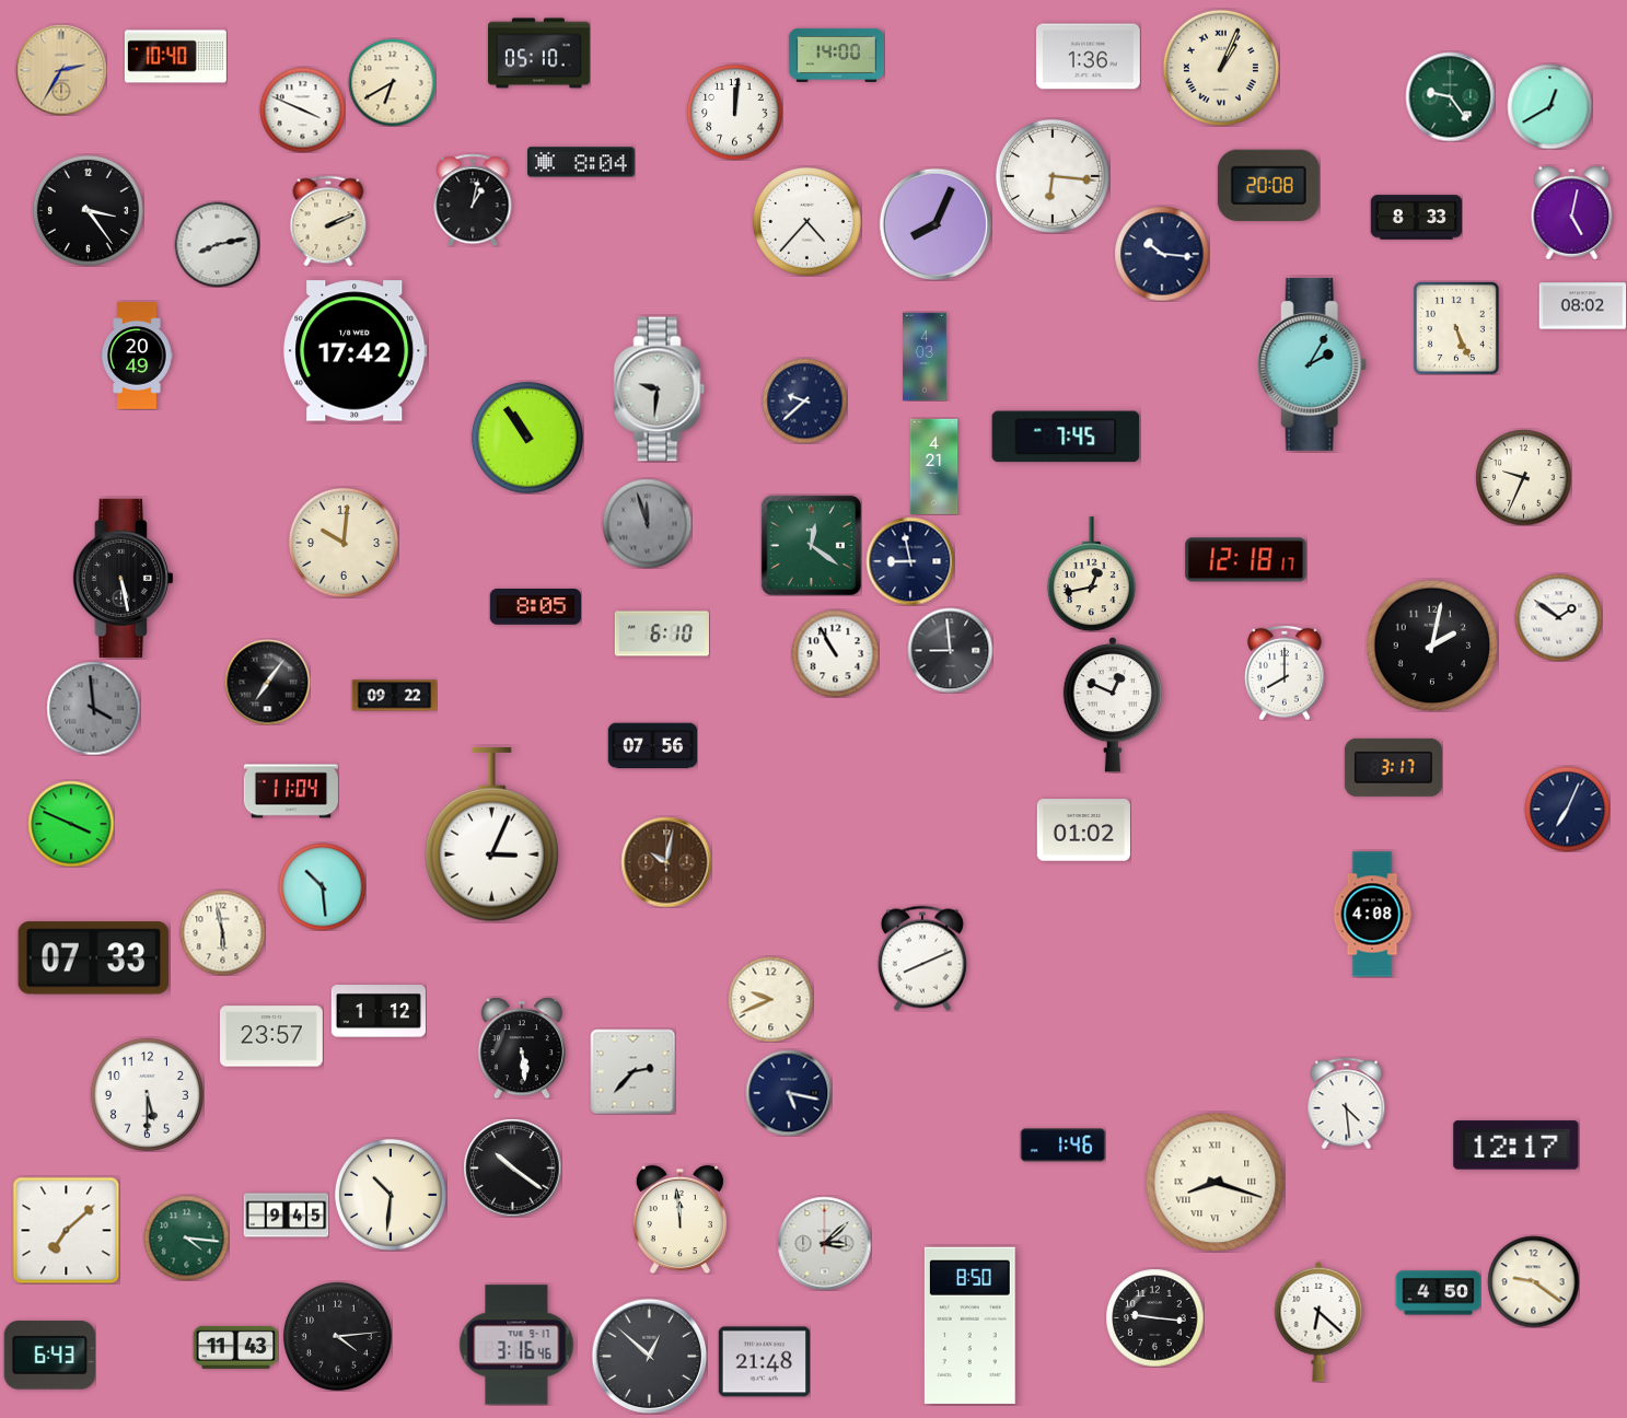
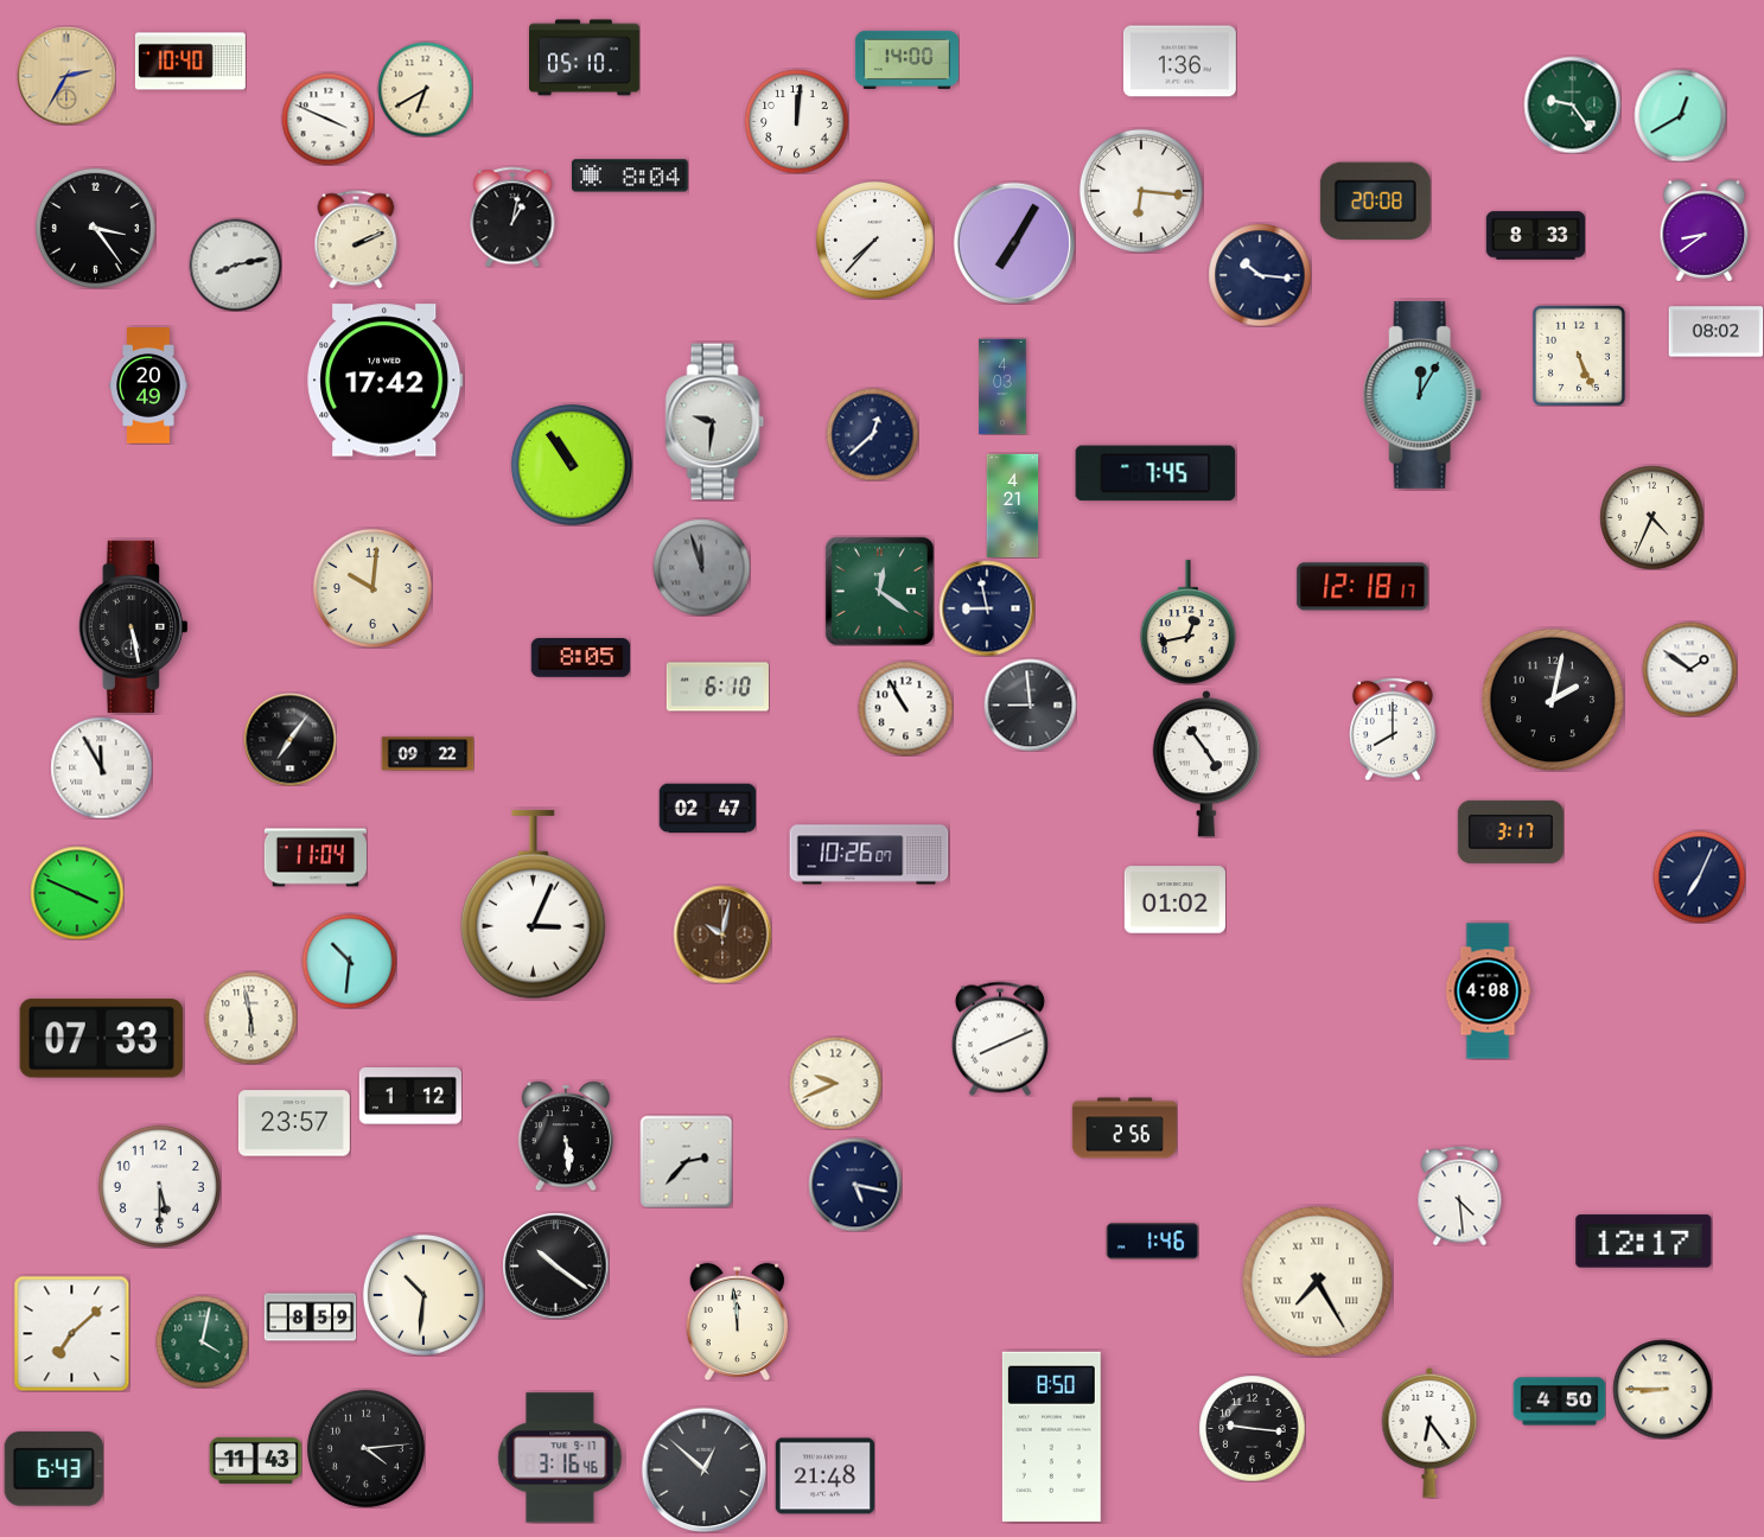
clock at (1221, 68): 1:04 -> none
clock at (1572, 212): 5:02 -> 8:39
clock at (806, 221): 4:37 -> 7:37
clock at (934, 223): 8:04 -> 7:05
clock at (1312, 364): 2:05 -> 12:05
clock at (804, 400): 9:38 -> 12:38
clock at (527, 438) position: (527, 438) -> (572, 465)
clock at (1523, 477): 9:34 -> 4:34
clock at (1246, 560) position: (1246, 560) -> (1363, 587)
clock at (1091, 574) position: (1091, 574) -> (1187, 623)
clock at (1112, 705): 12:49 -> 4:54
clock at (93, 708): 3:59 -> 11:55
clock at (93, 708) dial: grey -> white
clock at (652, 746): 07:56 -> 02:47
clock at (870, 855): none -> 10:26
clock at (322, 886): 10:29 -> 10:31
clock at (222, 932) position: (222, 932) -> (250, 1018)
clock at (1125, 1128): none -> 2:56
clock at (1215, 1182): 8:18 -> 7:25
clock at (286, 1216): 9:45 -> 8:59
clock at (186, 1237): 4:16 -> 4:02
clock at (824, 1243): 3:08 -> none
clock at (1533, 1281): 9:21 -> 8:45
clock at (1318, 1322): 6:22 -> 6:24
clock at (764, 1362) position: (764, 1362) -> (824, 1477)
